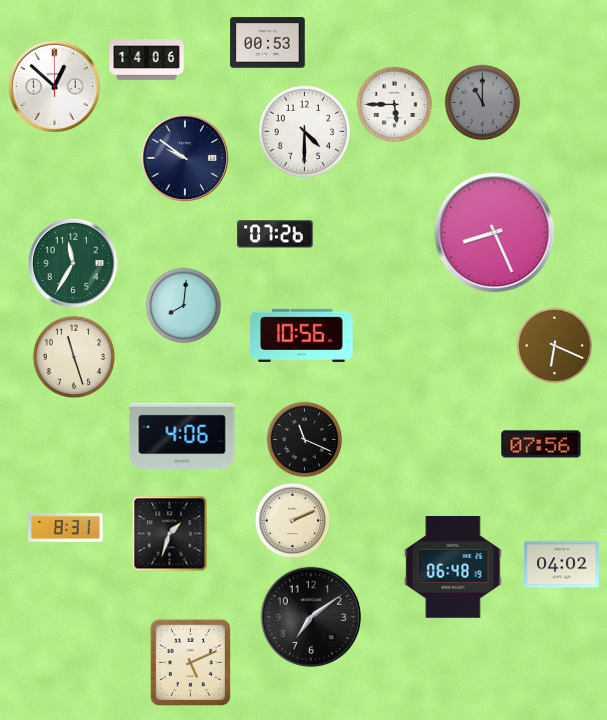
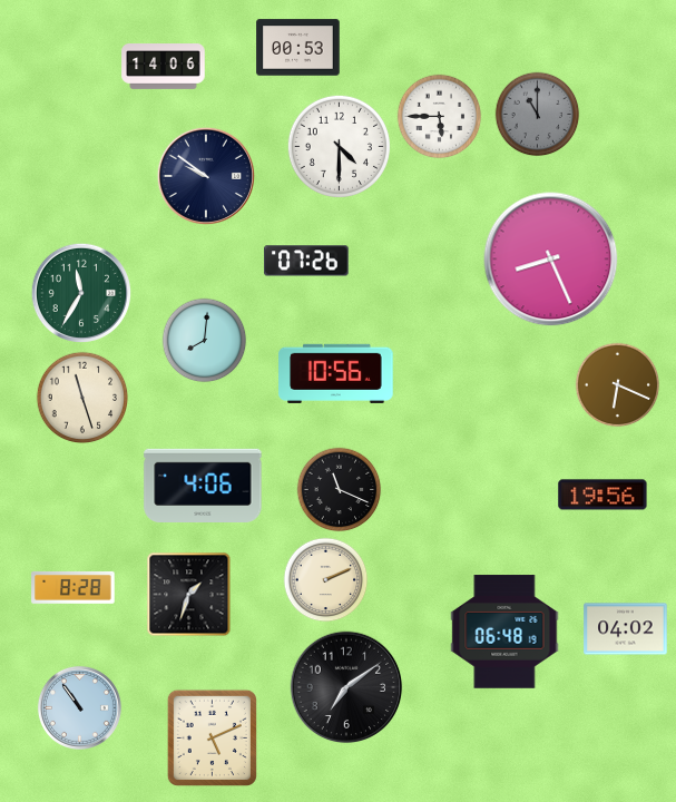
clock at (54, 86): 12:52 -> none
clock at (541, 444): 07:56 -> 19:56
clock at (66, 527): 8:31 -> 8:28
clock at (79, 707): none -> 10:54
